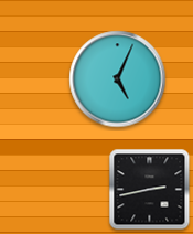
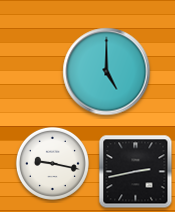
clock at (118, 79): 5:04 -> 5:00
clock at (52, 163): none -> 9:17
